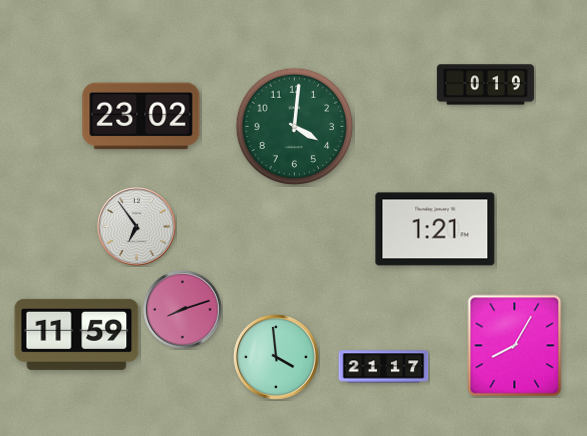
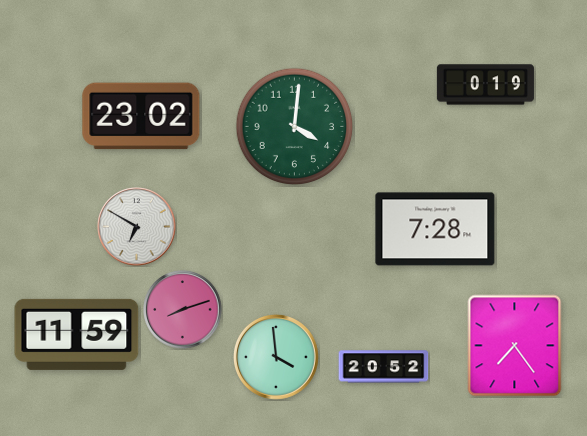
clock at (137, 227): 6:54 -> 6:50
clock at (435, 229): 1:21 -> 7:28
clock at (515, 346): 8:05 -> 7:24
clock at (384, 367): 21:17 -> 20:52
